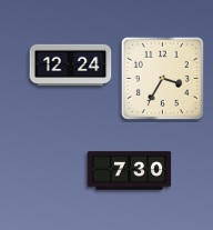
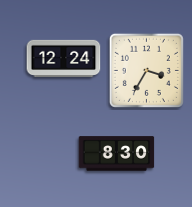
clock at (130, 171): 7:30 -> 8:30
